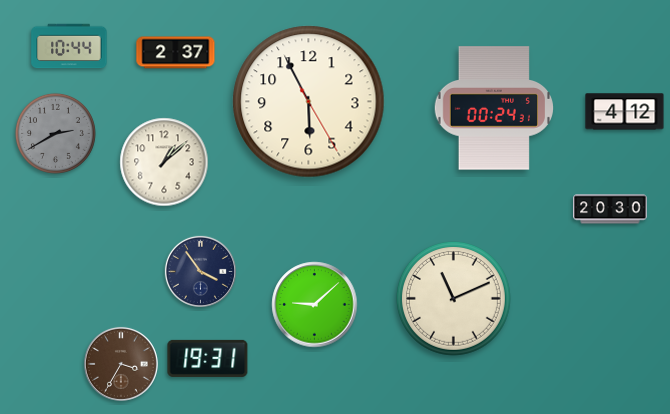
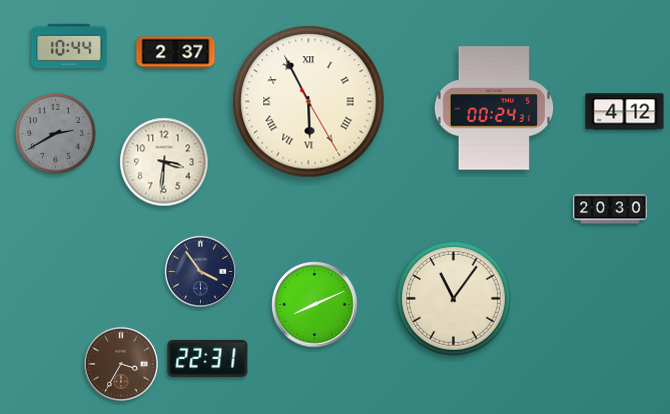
clock at (309, 102) numerals: Arabic -> Roman
clock at (164, 162): 1:08 -> 3:31
clock at (453, 298): 11:11 -> 11:06
clock at (315, 305): 9:08 -> 8:11
clock at (208, 358): 19:31 -> 22:31
